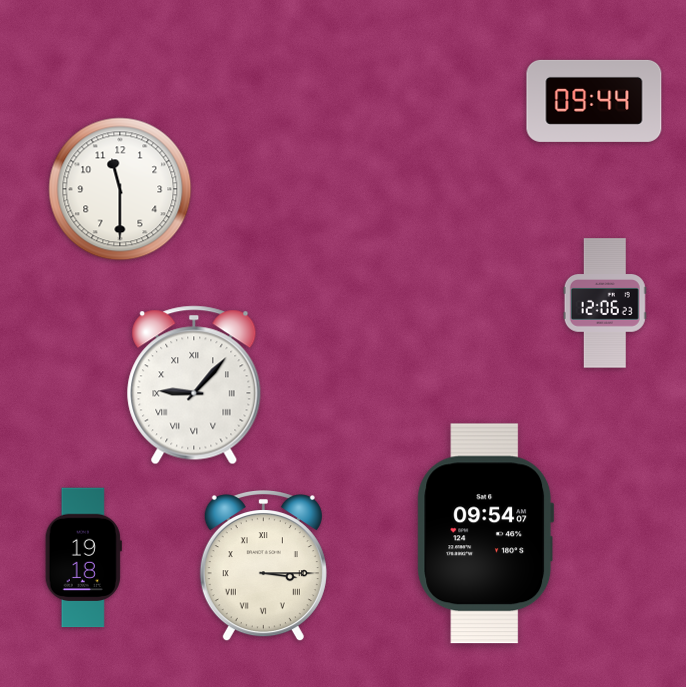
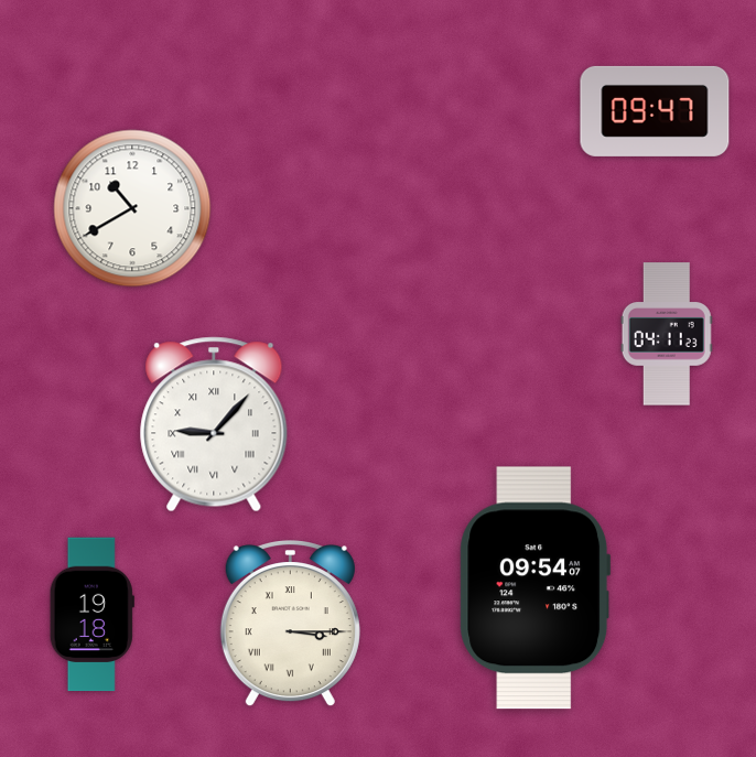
clock at (594, 101): 09:44 -> 09:47
clock at (120, 189): 11:30 -> 10:40
clock at (605, 303): 12:06 -> 04:11
